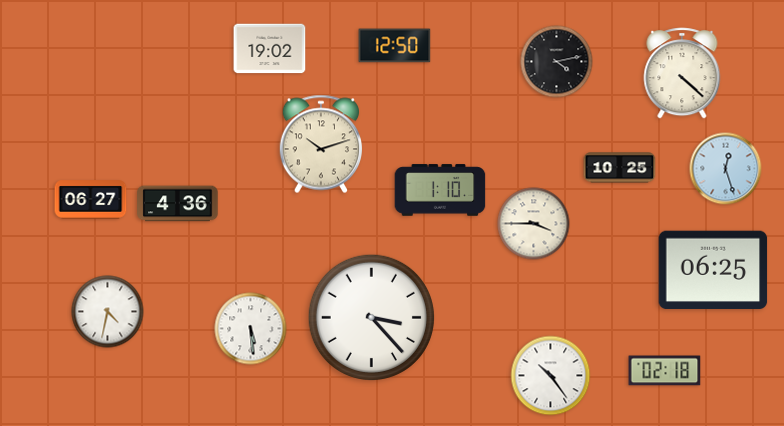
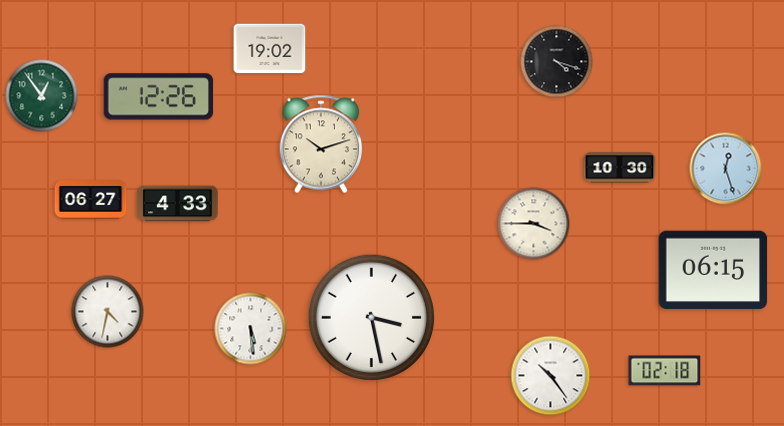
clock at (395, 46): 12:50 -> none
clock at (557, 62): 4:13 -> 4:18
clock at (682, 73): 4:22 -> none
clock at (42, 96): none -> 12:54
clock at (159, 97): none -> 12:26
clock at (620, 168): 10:25 -> 10:30
clock at (440, 190): 1:10 -> none
clock at (178, 204): 4:36 -> 4:33
clock at (713, 270): 06:25 -> 06:15
clock at (371, 317): 3:23 -> 3:28
